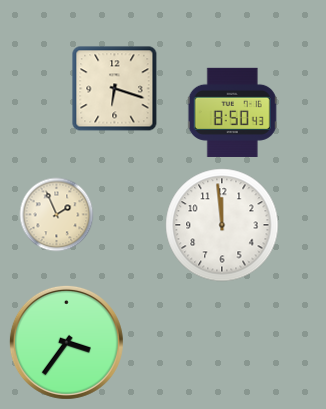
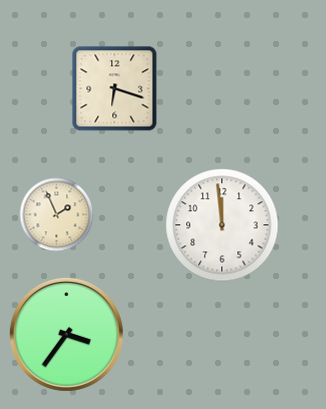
clock at (232, 112): 8:50 -> none
clock at (66, 342) position: (66, 342) -> (66, 334)
